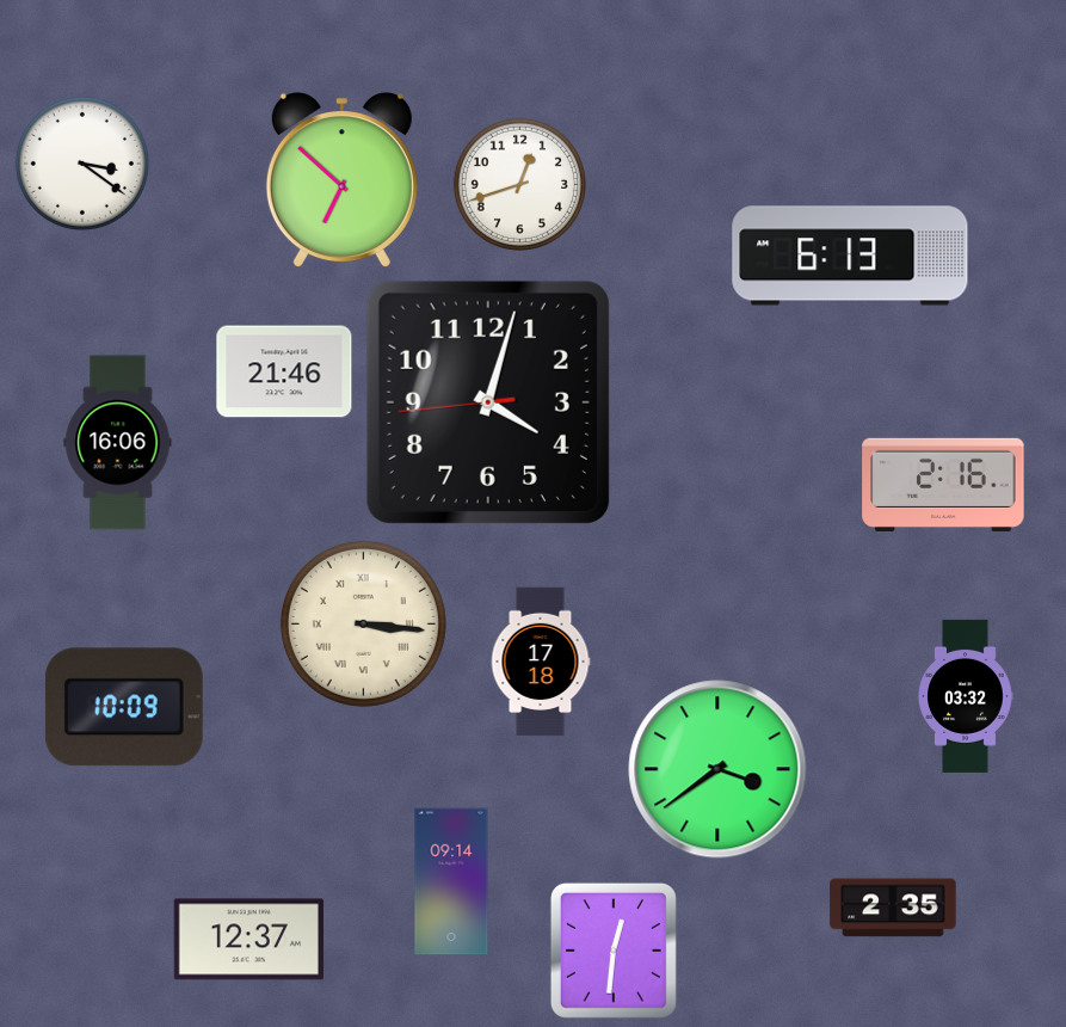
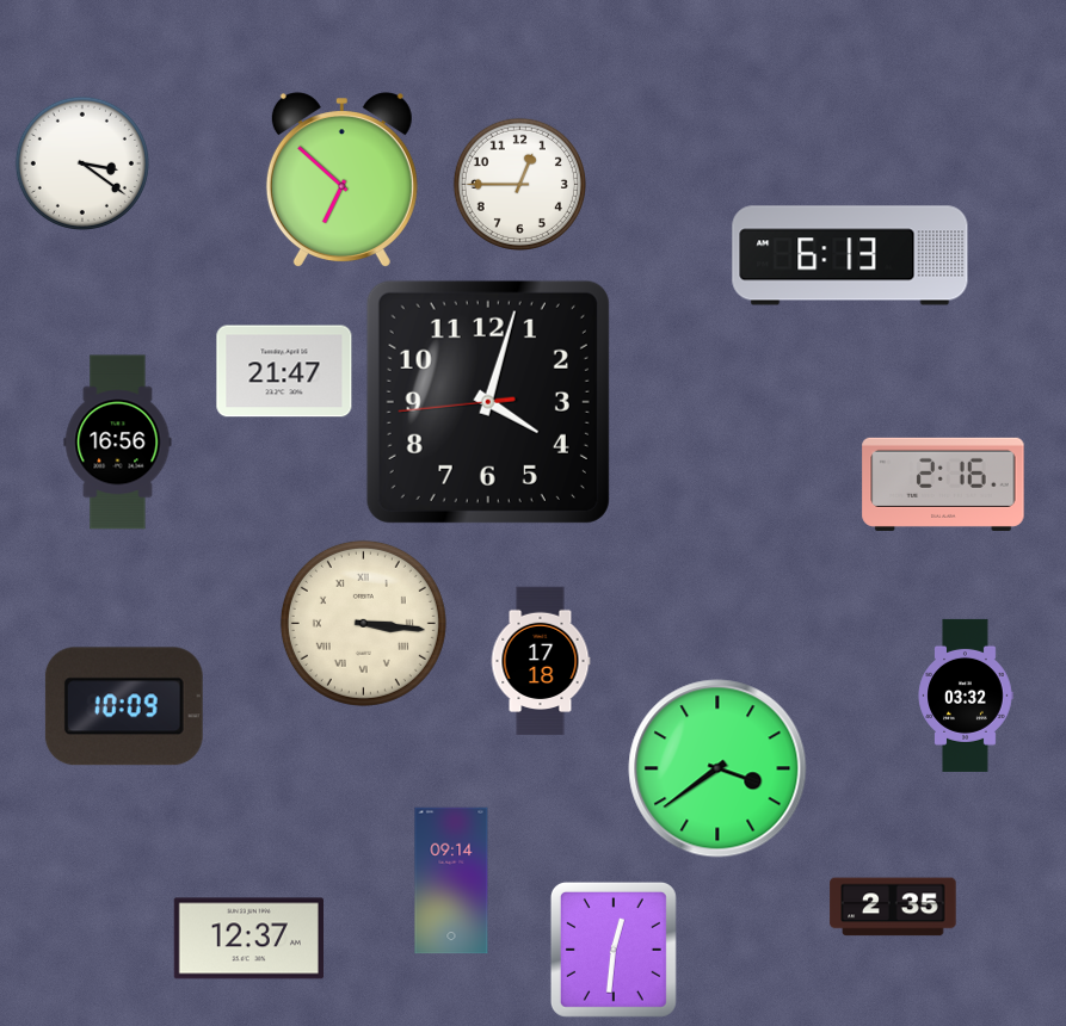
clock at (519, 184): 12:42 -> 12:45
clock at (284, 371): 21:46 -> 21:47
clock at (118, 443): 16:06 -> 16:56
